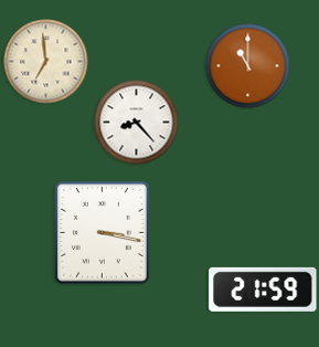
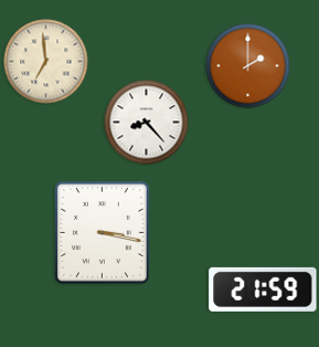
clock at (248, 66): 11:00 -> 2:00
clock at (137, 123) position: (137, 123) -> (147, 123)
